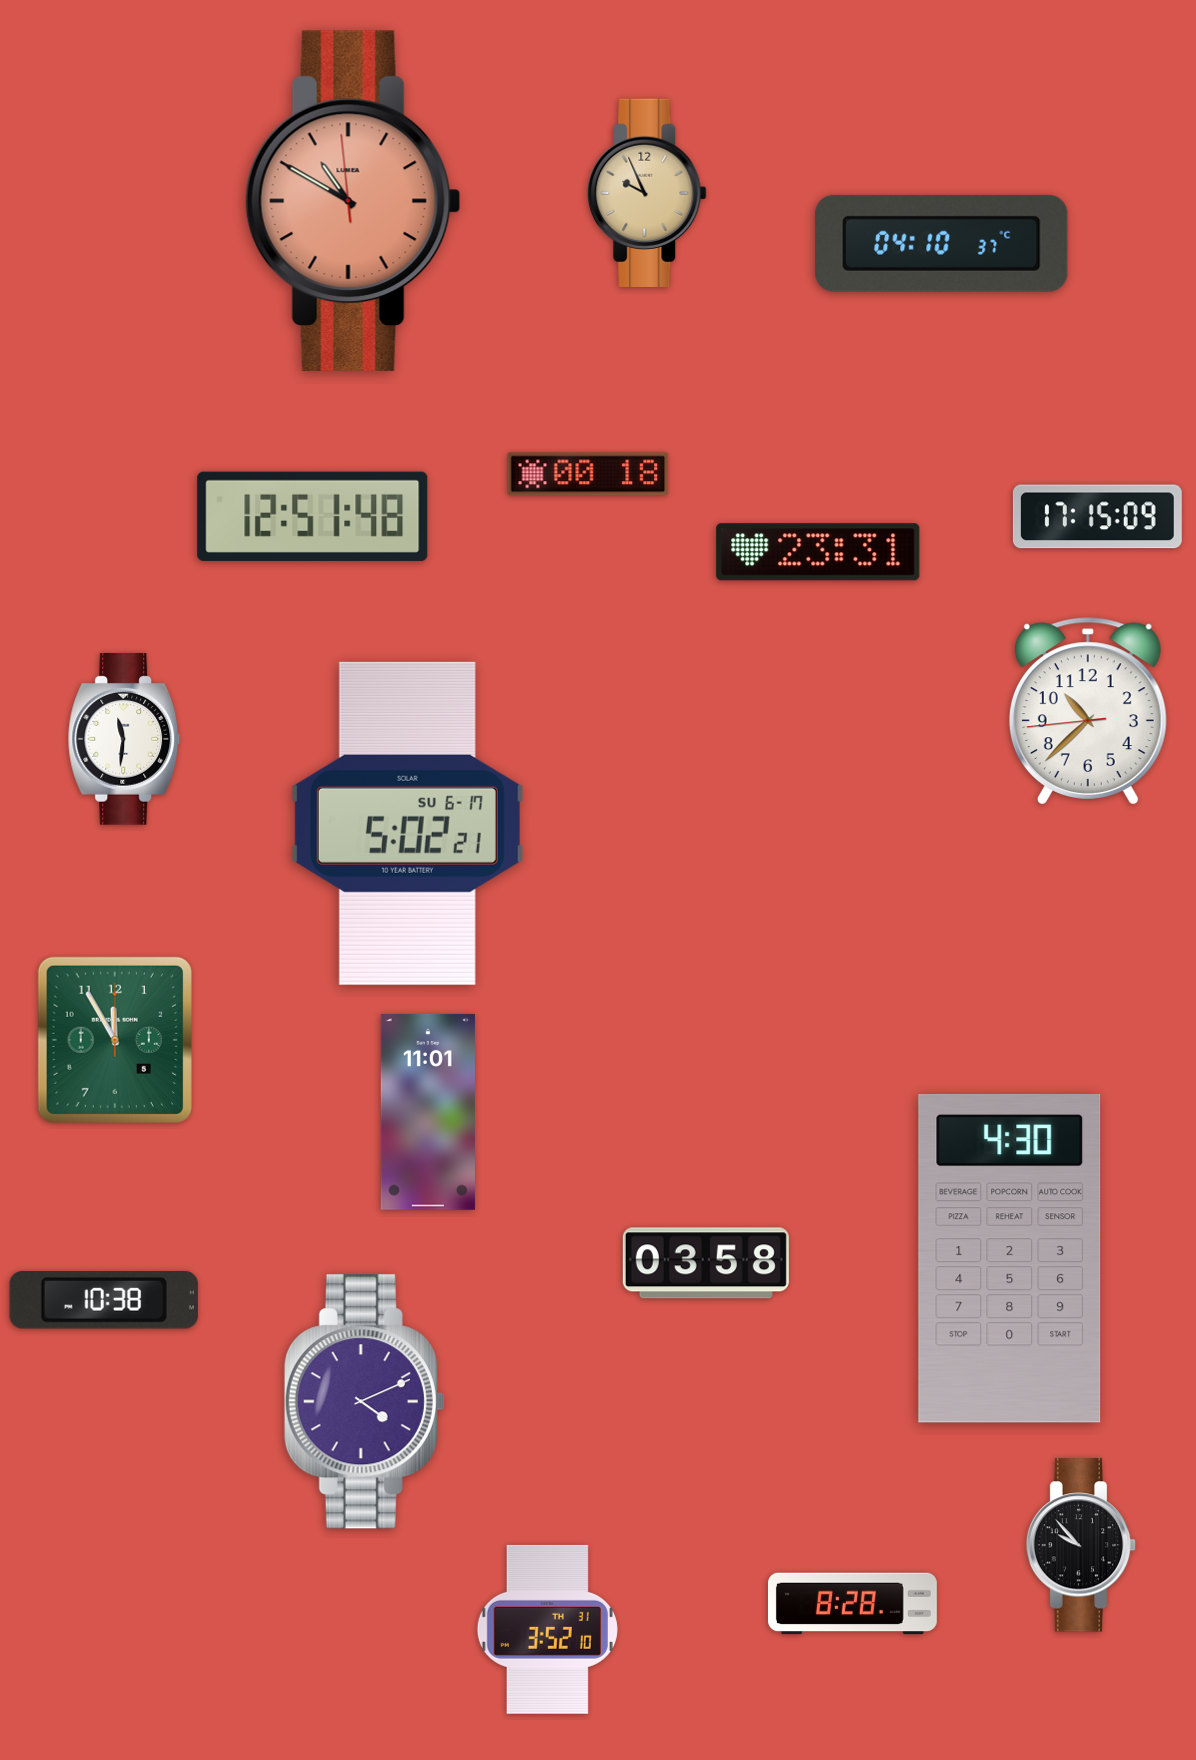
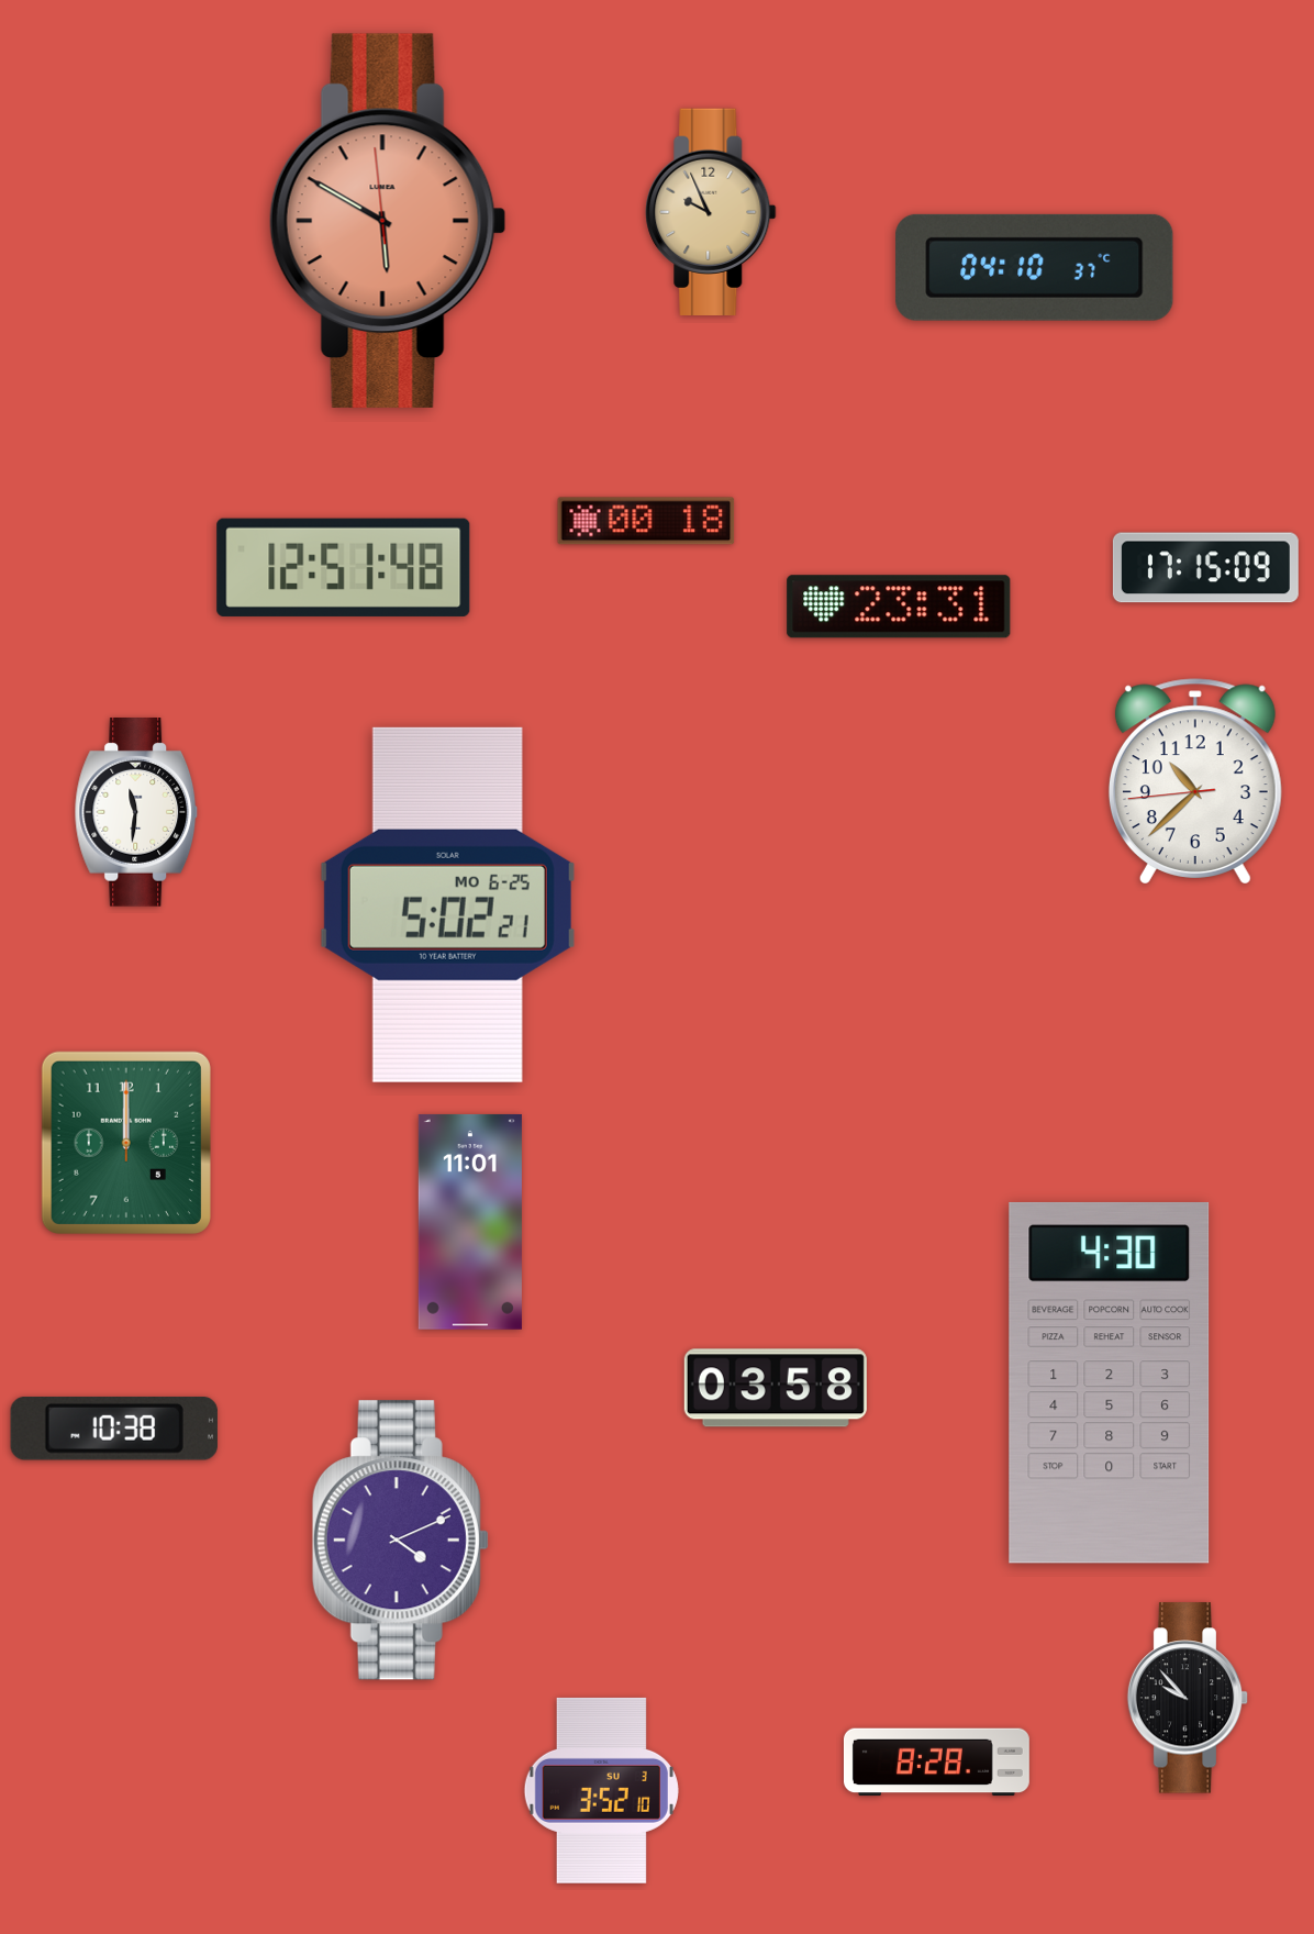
clock at (353, 201): 10:49 -> 5:49
clock at (407, 823) date: SU 6-17 -> MO 6-25
clock at (115, 1040): 11:55 -> 12:00
clock at (547, 1629) date: TH 31 -> SU 3
